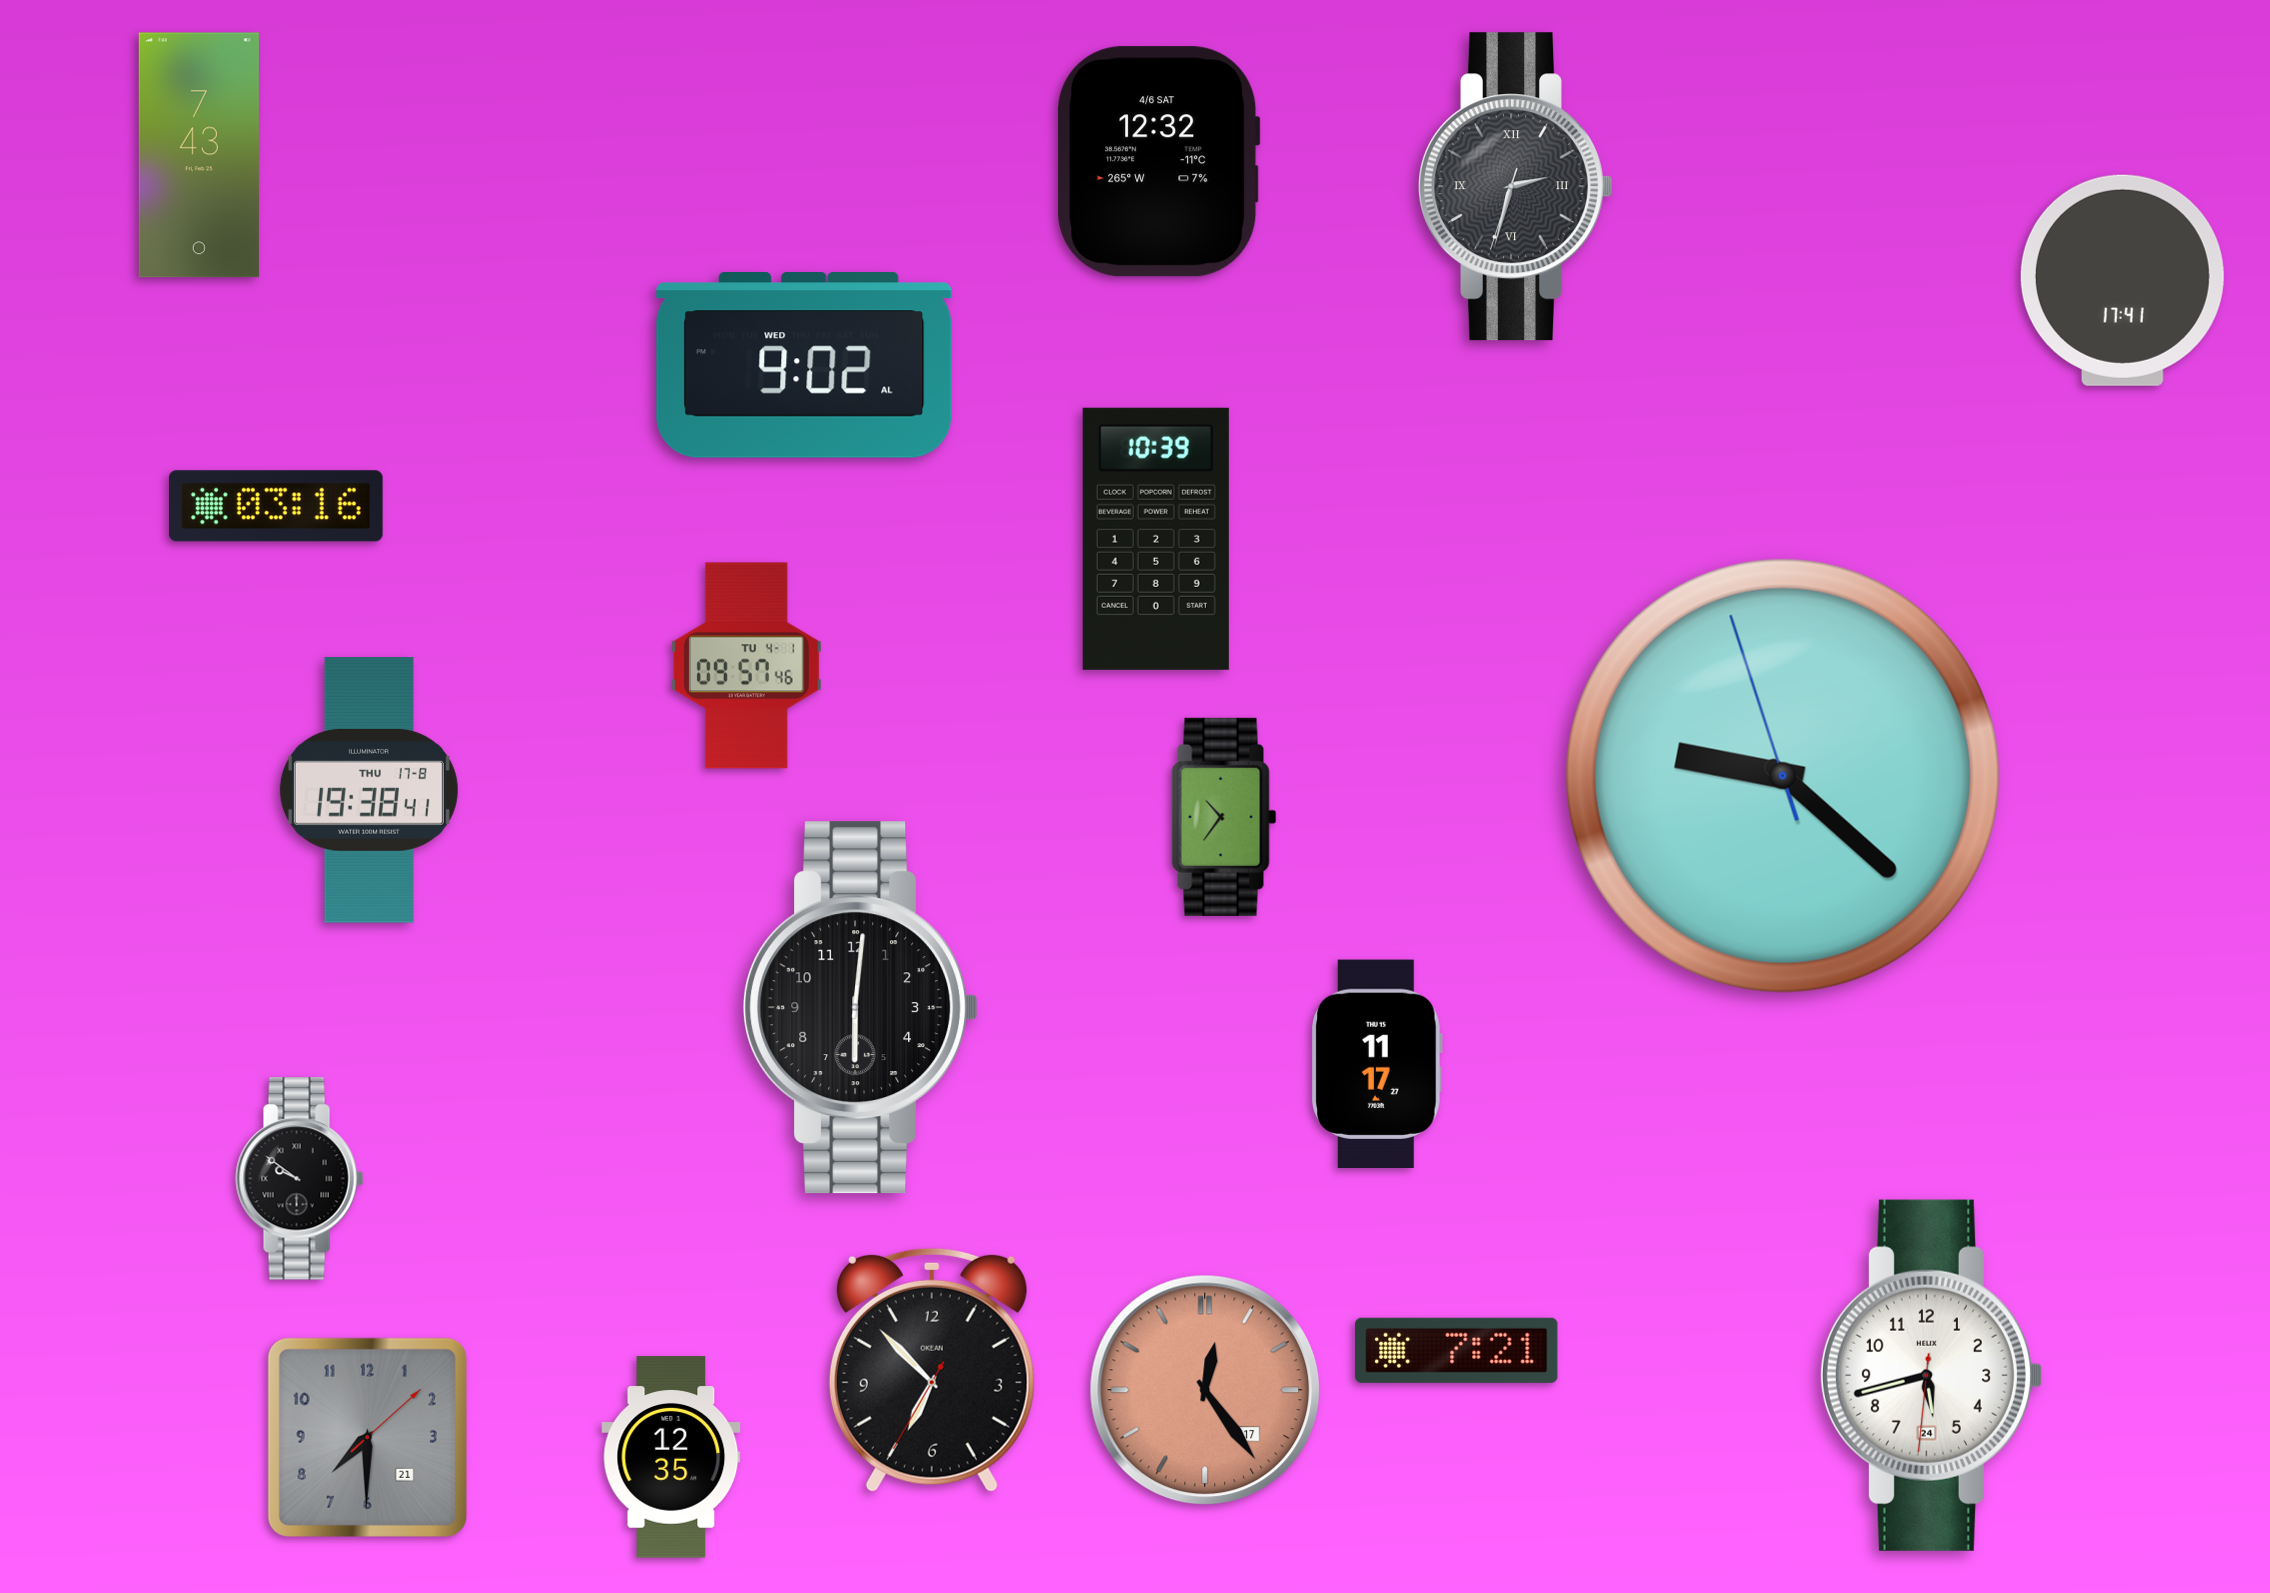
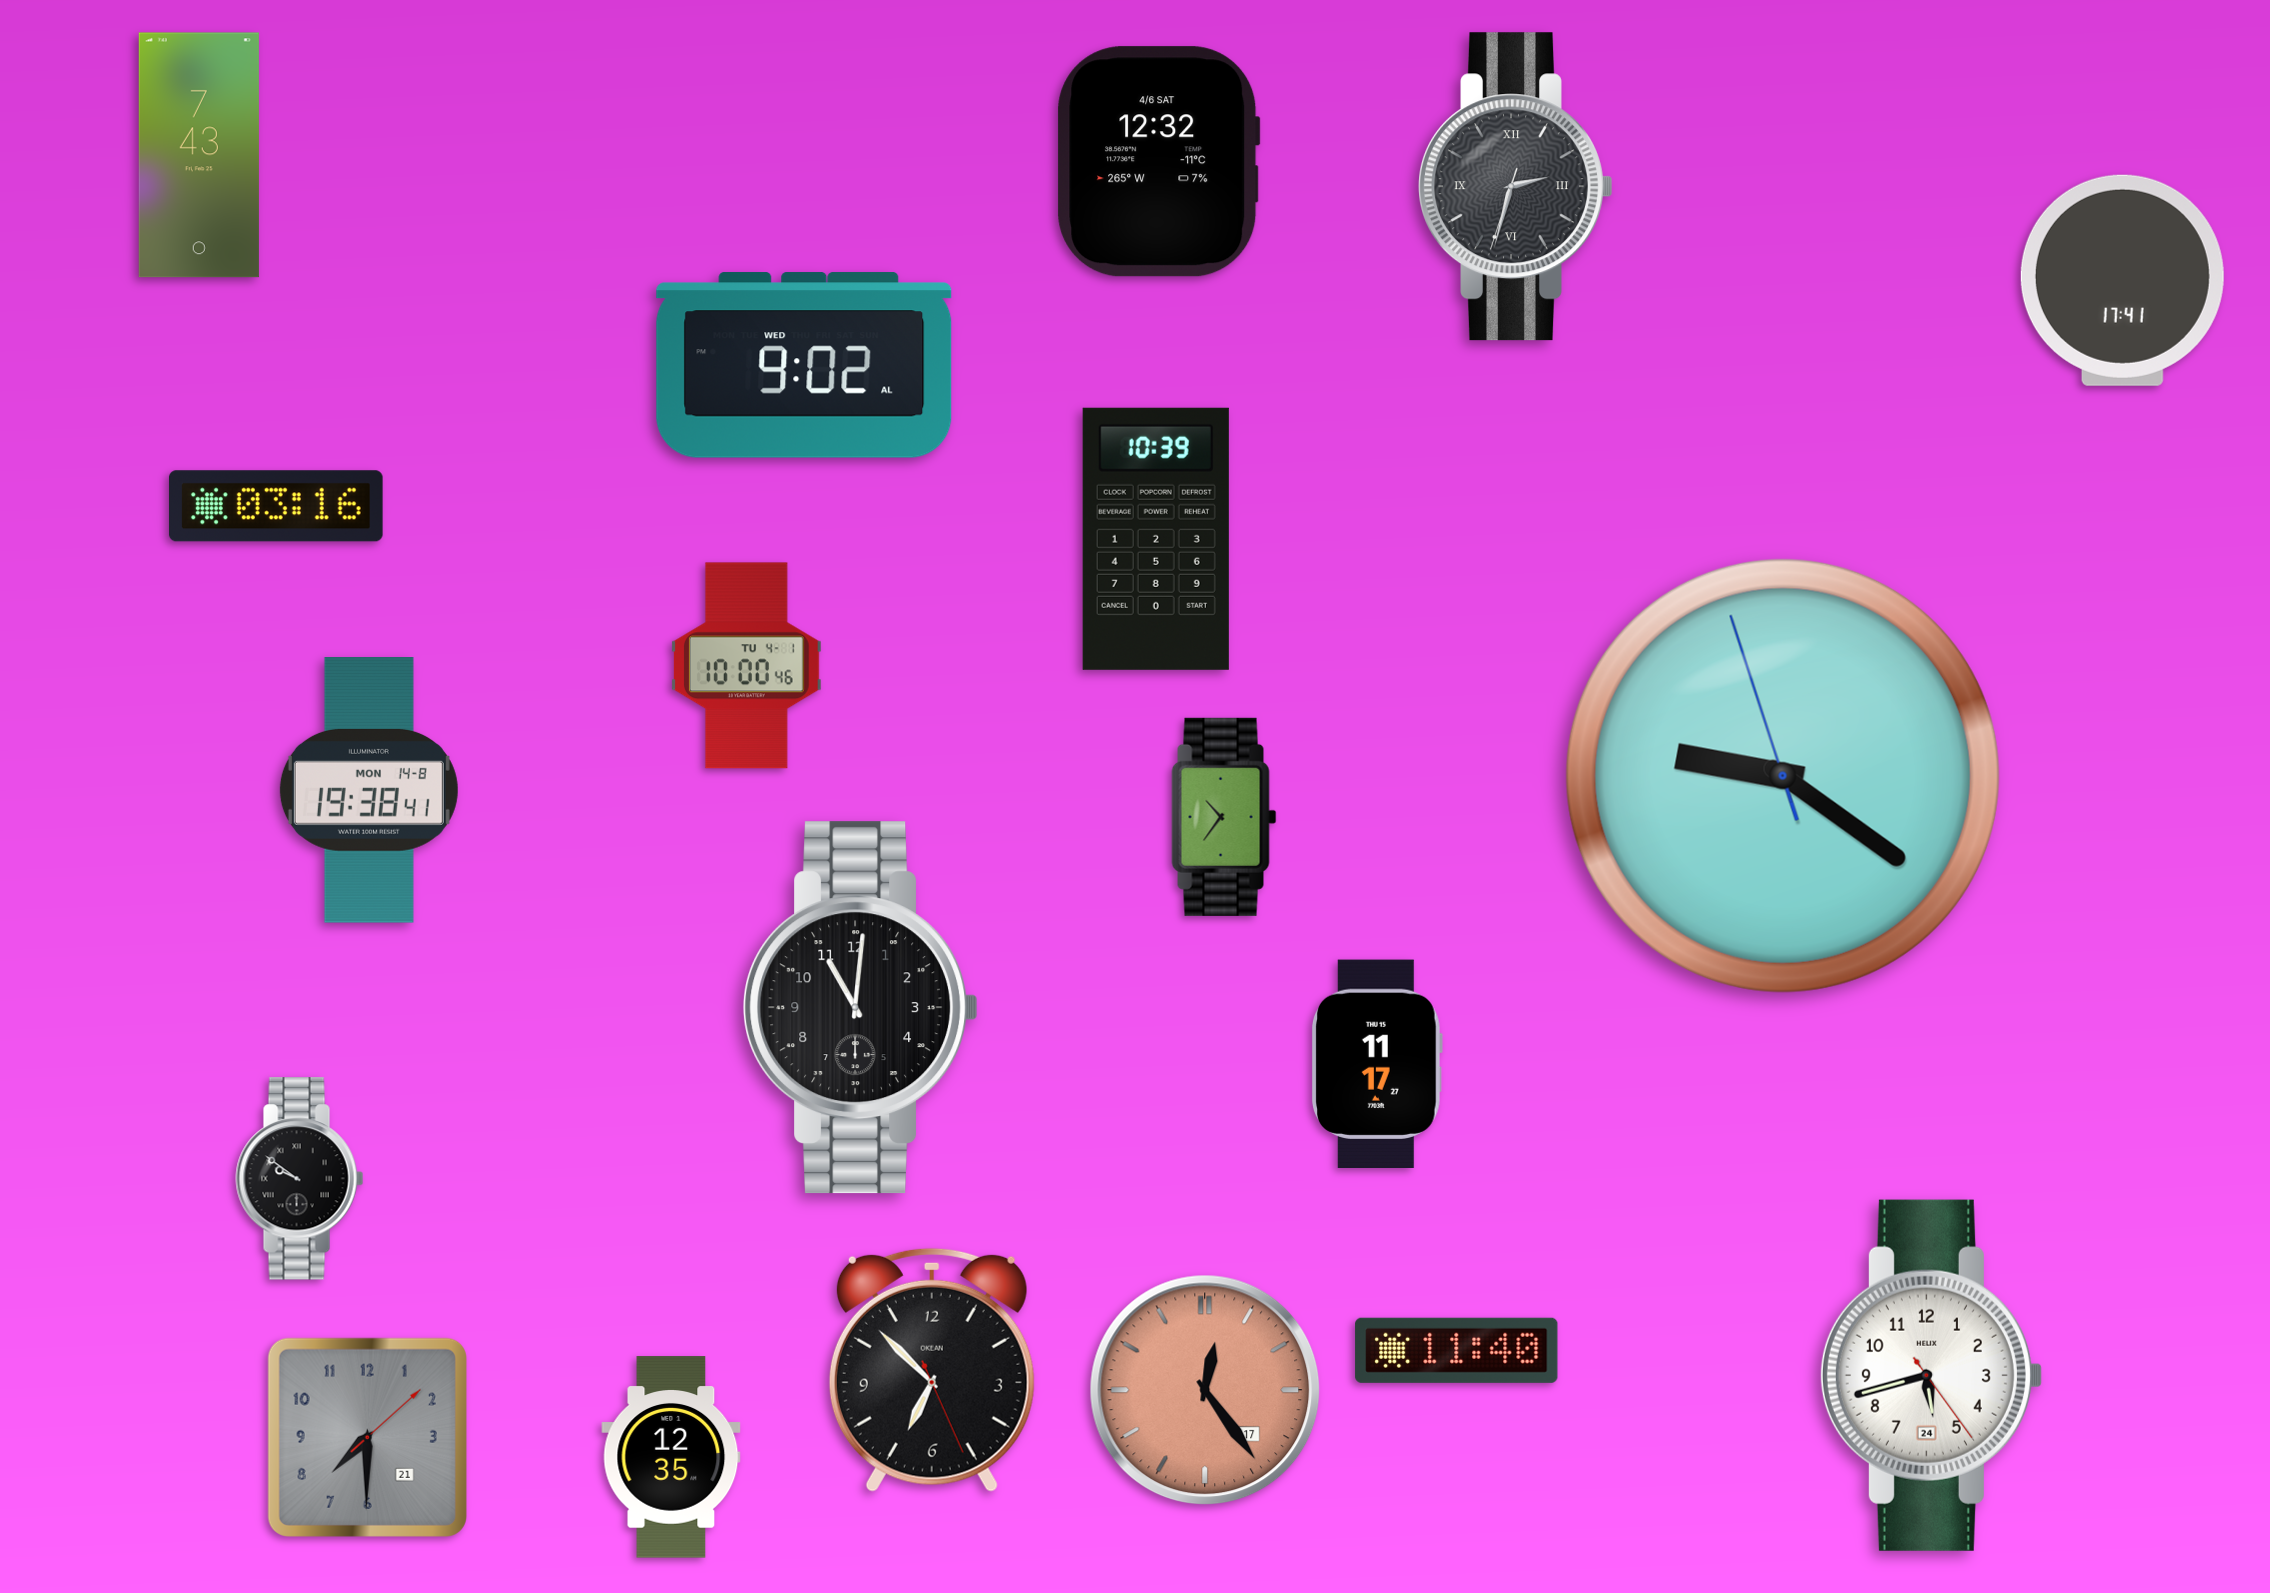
clock at (746, 666): 09:57 -> 10:00
clock at (1783, 776): 9:21 -> 9:20
clock at (369, 790) date: THU 17-8 -> MON 14-8
clock at (860, 1008): 6:01 -> 11:01
clock at (1457, 1350): 7:21 -> 11:40
clock at (932, 1370): 6:52:35 -> 6:52:26
clock at (1931, 1375): 5:42:31 -> 5:42:24
